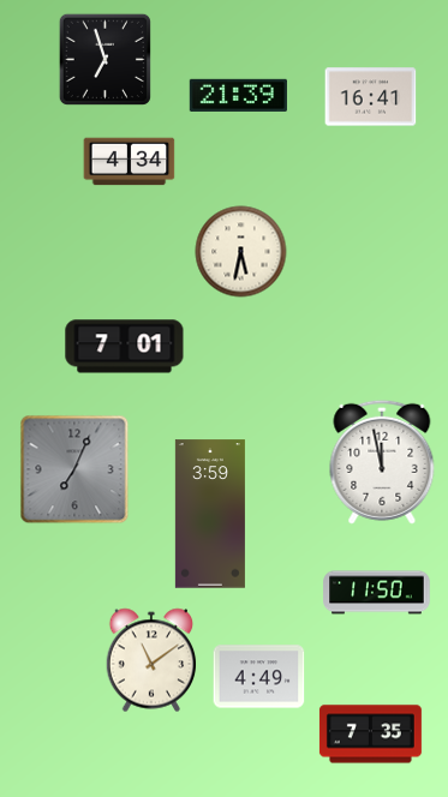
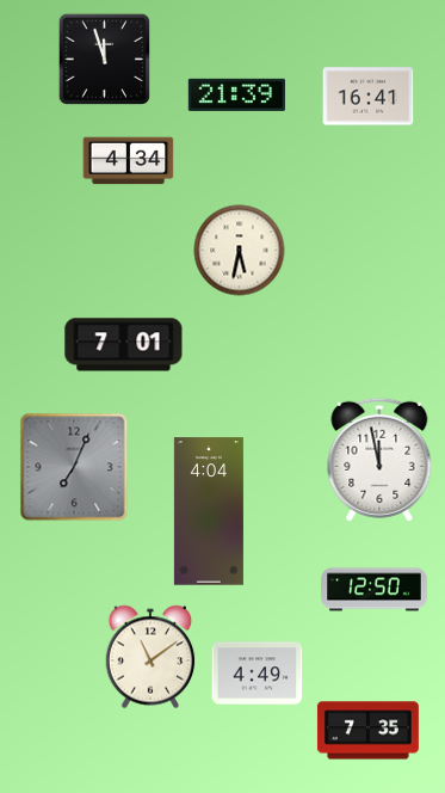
clock at (104, 59): 6:57 -> 11:57
clock at (210, 514): 3:59 -> 4:04
clock at (377, 593): 11:50 -> 12:50
